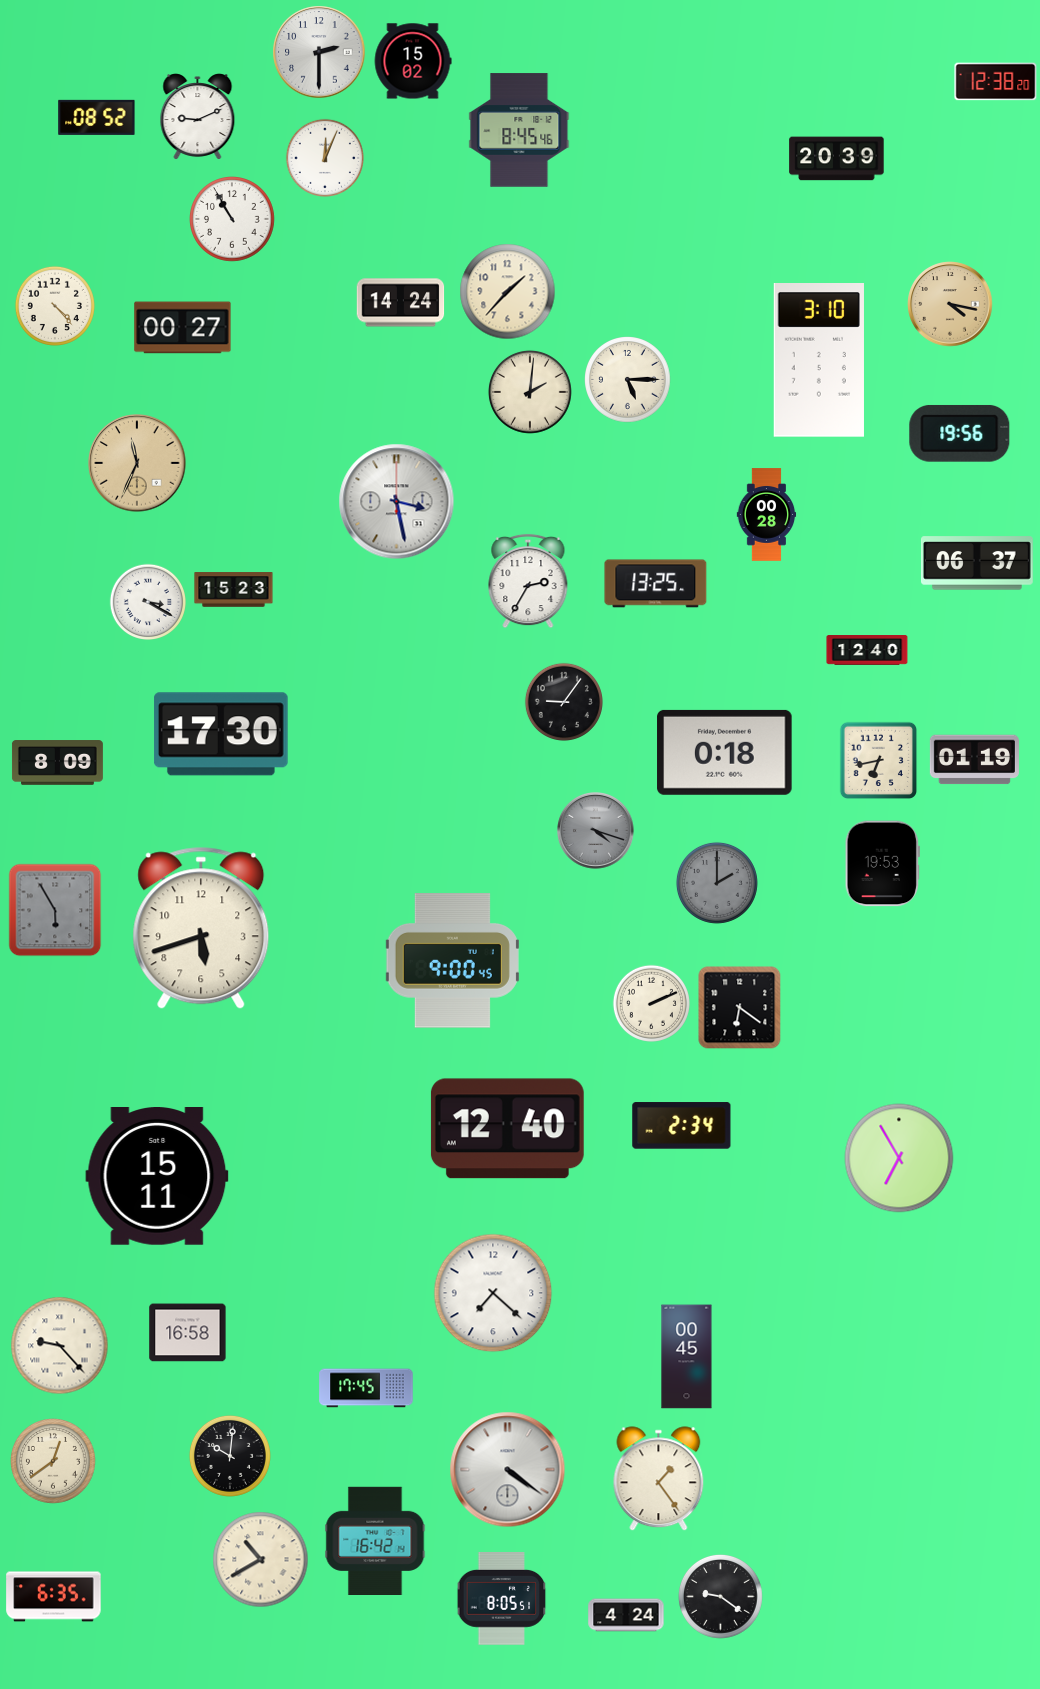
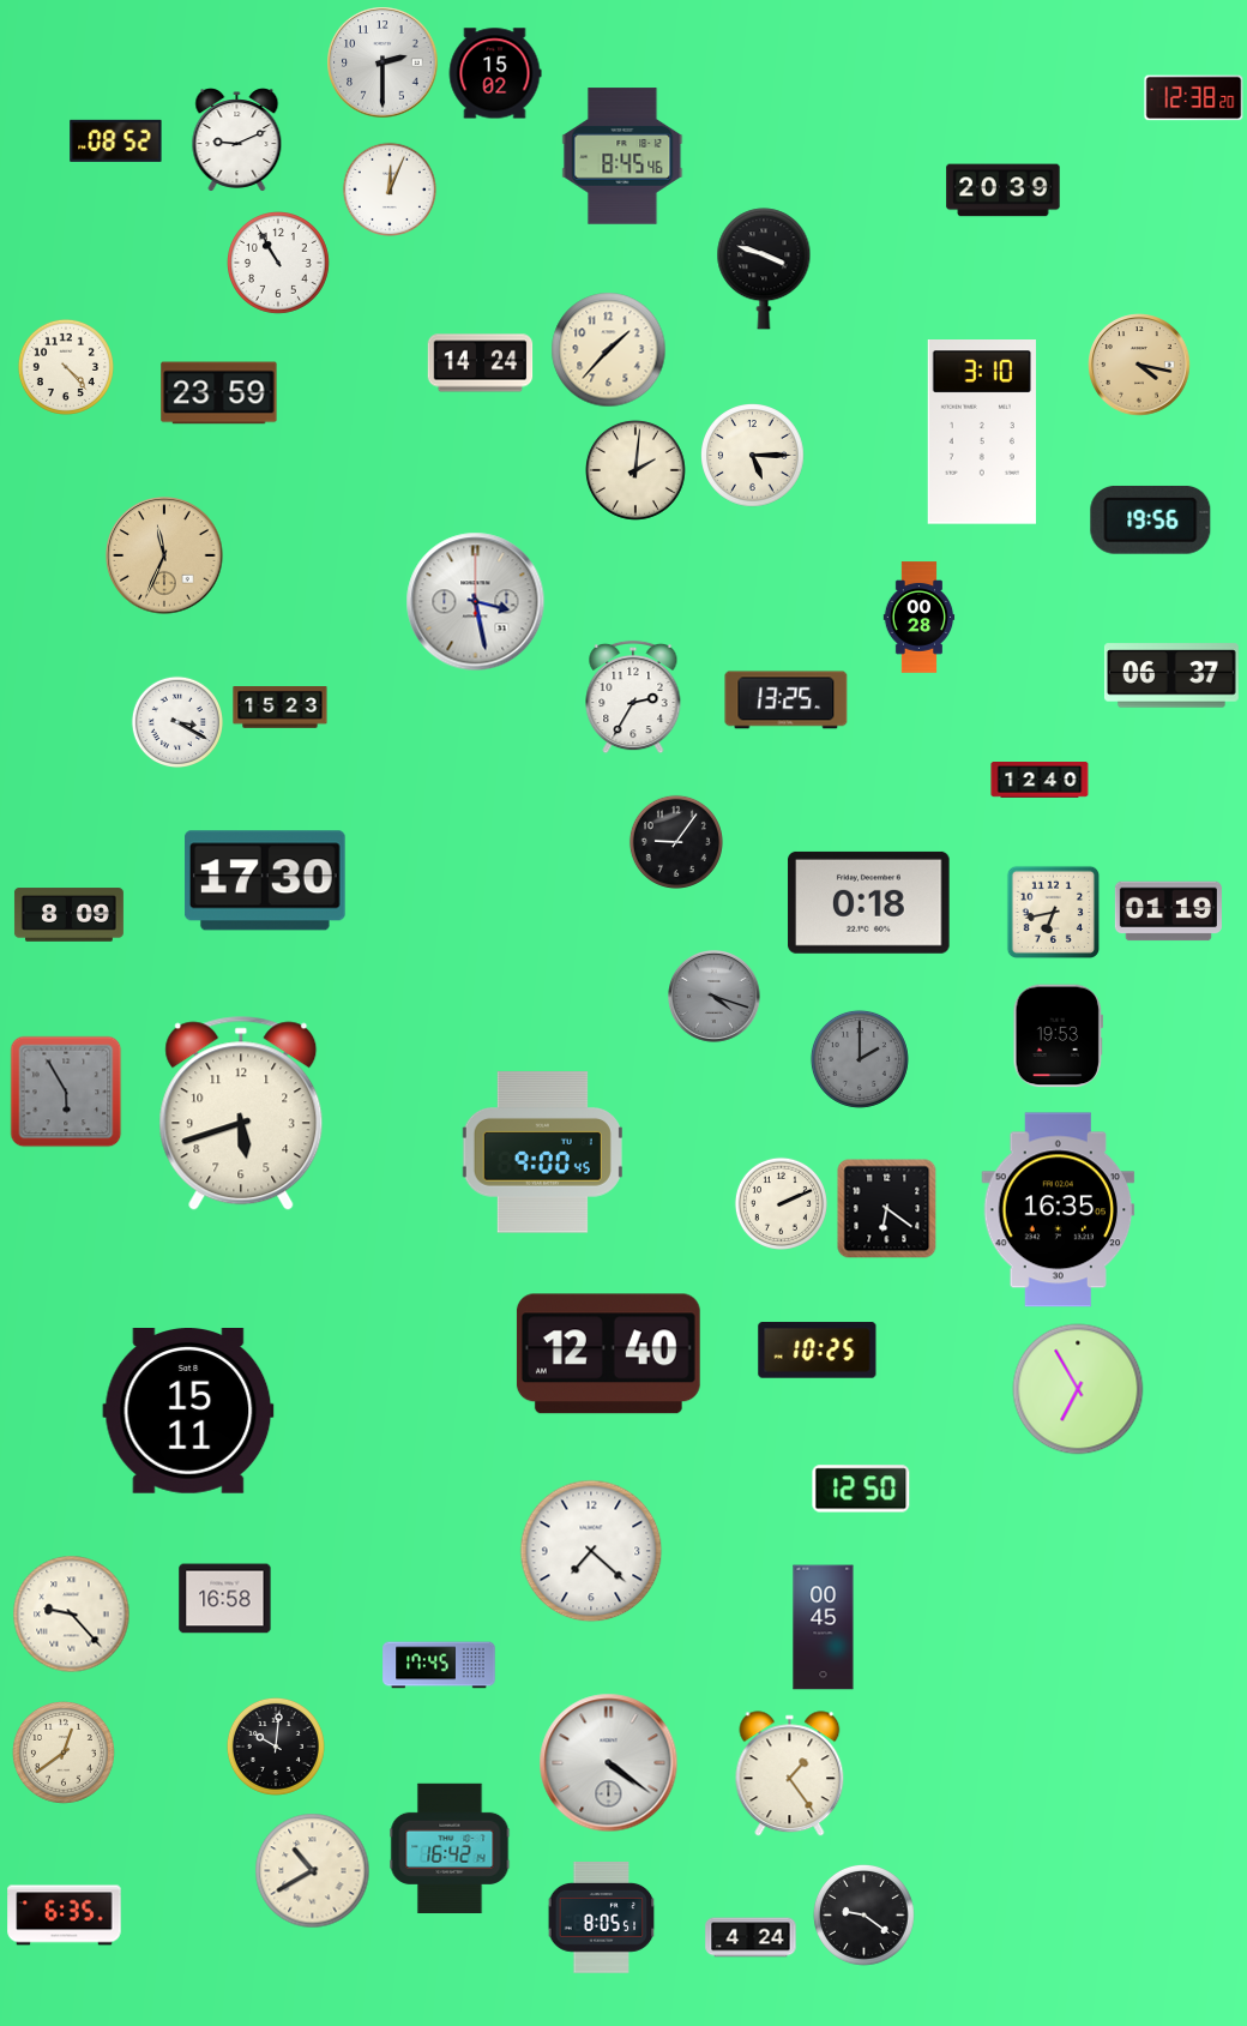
clock at (764, 269): none -> 3:48
clock at (183, 328): 00:27 -> 23:59
clock at (1059, 1210): none -> 16:35
clock at (682, 1126): 2:34 -> 10:25
clock at (861, 1489): none -> 12:50
